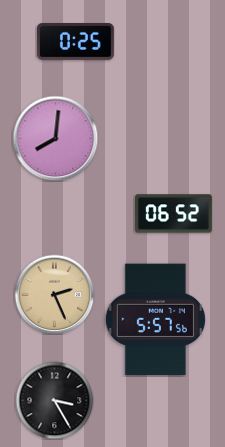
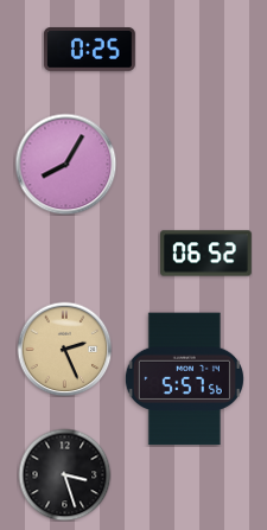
clock at (55, 138): 8:01 -> 8:05
clock at (54, 400): 3:25 -> 3:27
